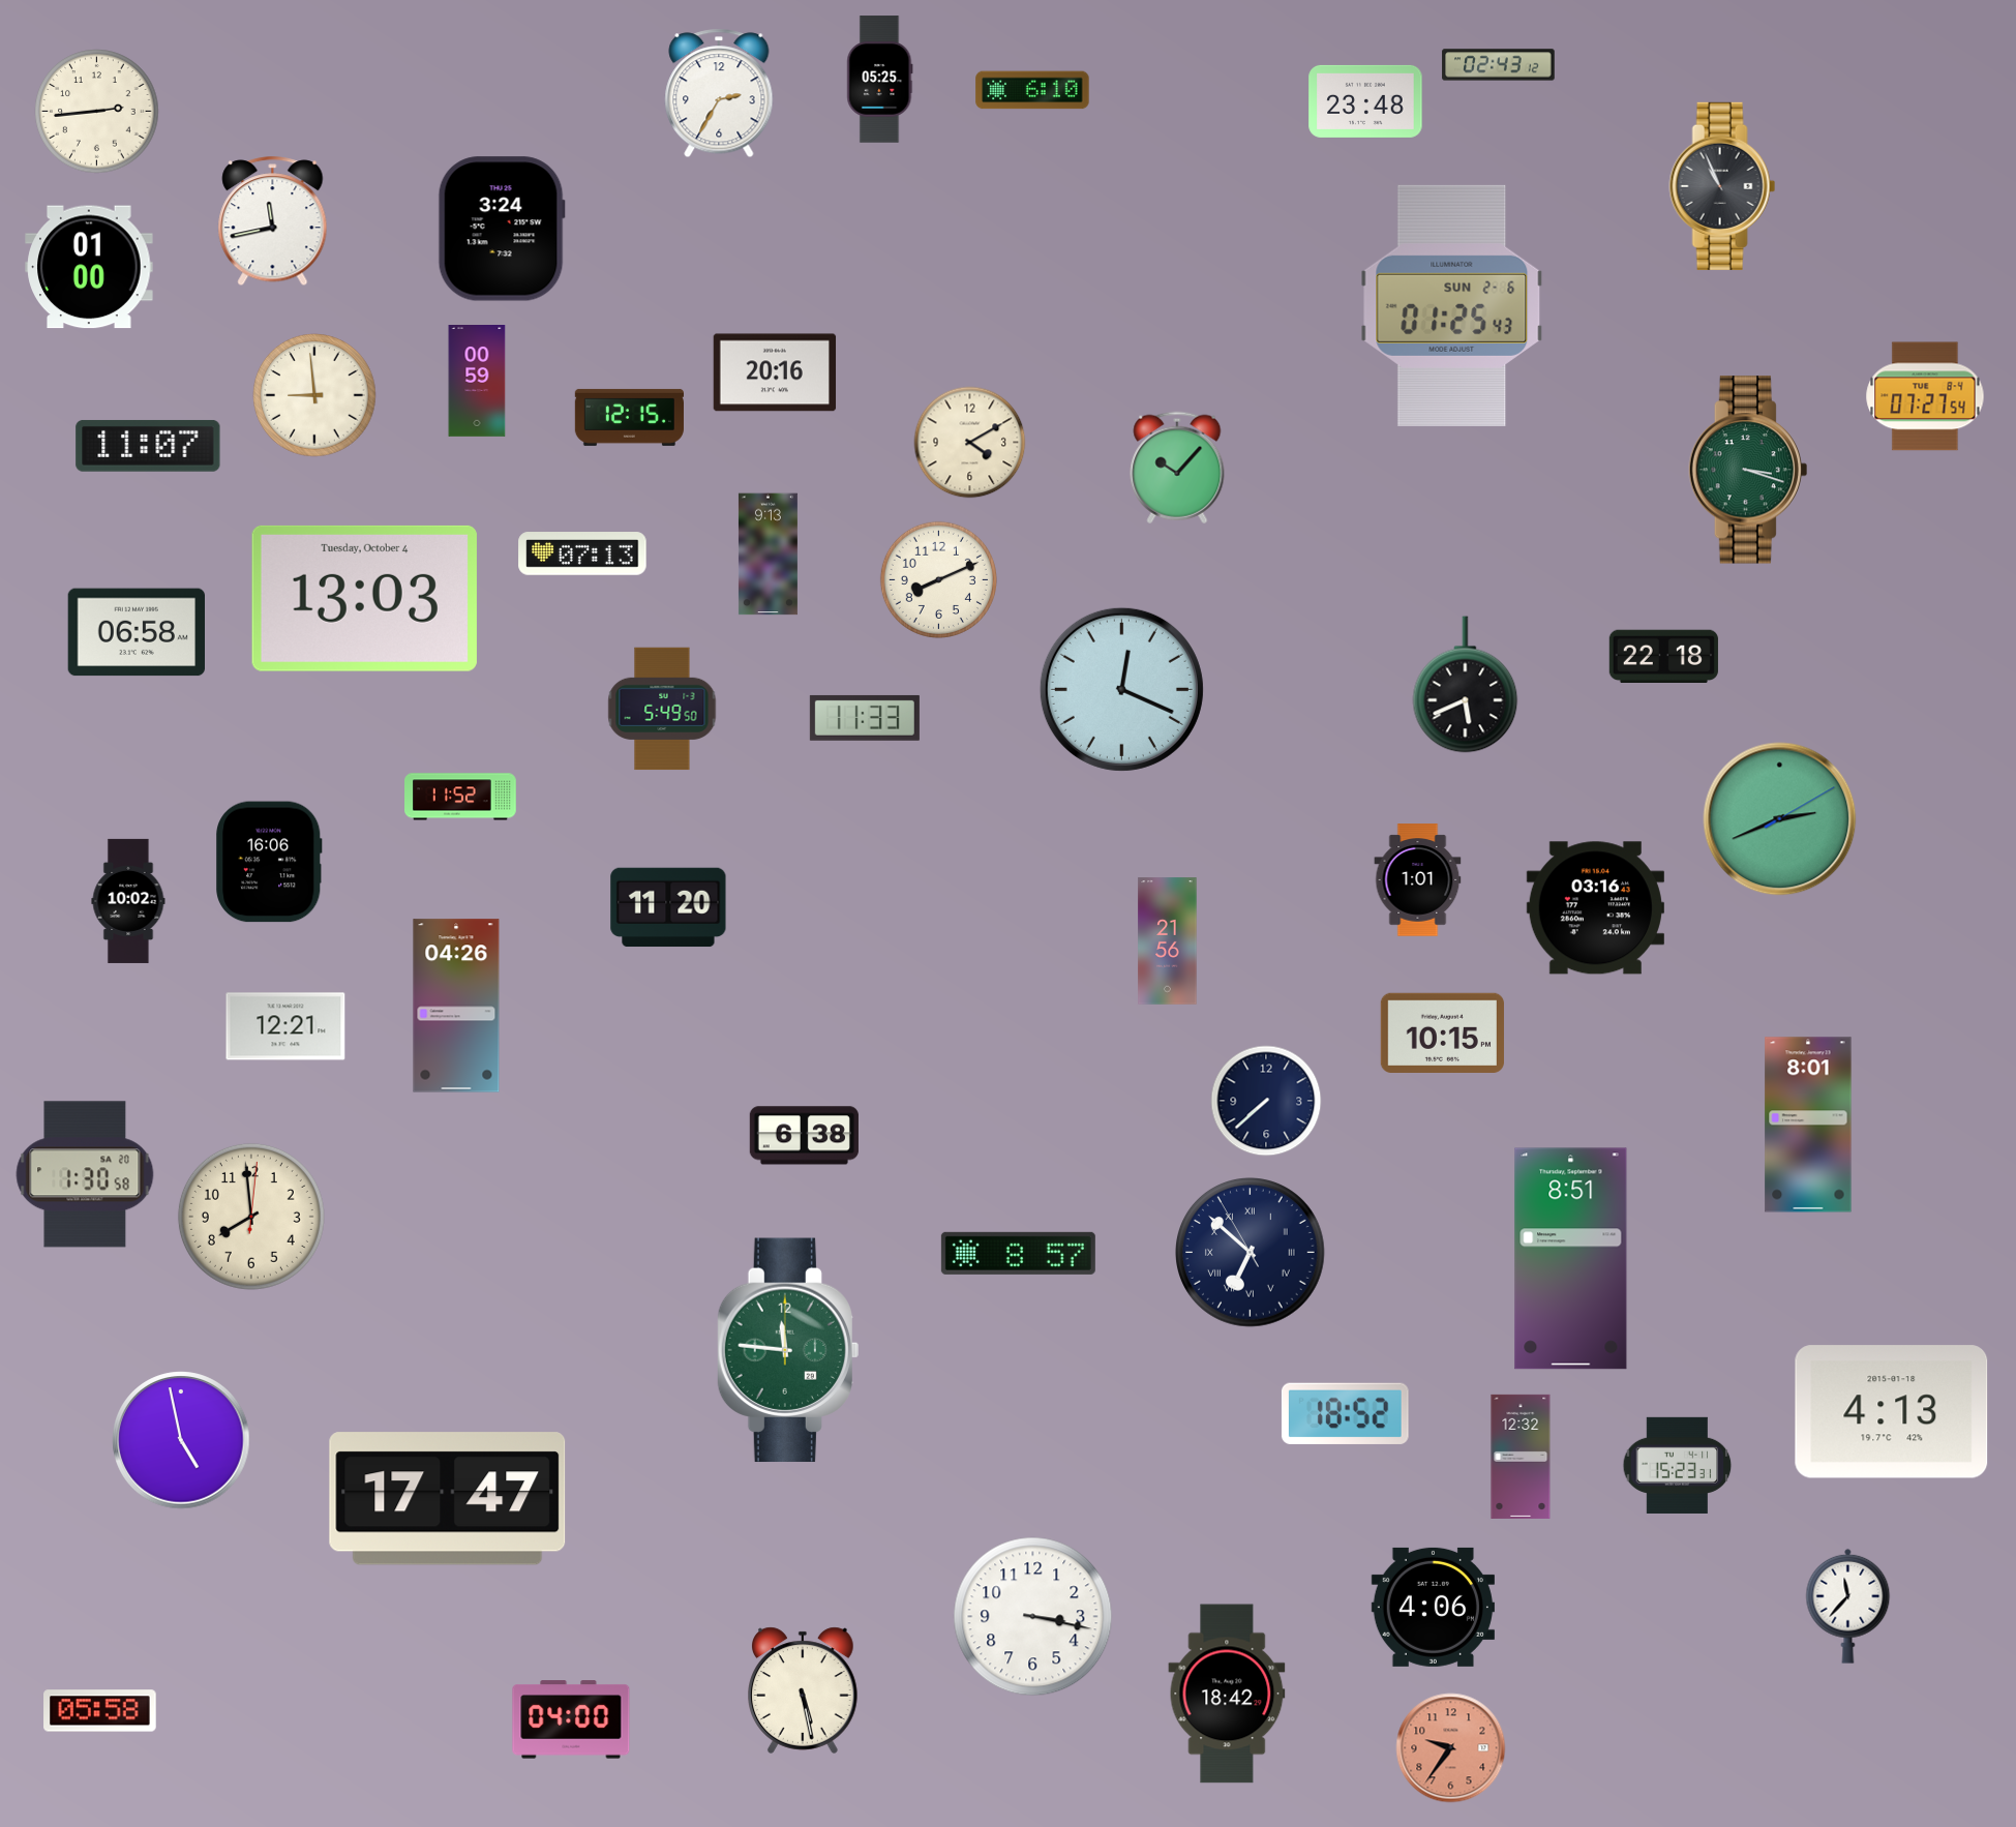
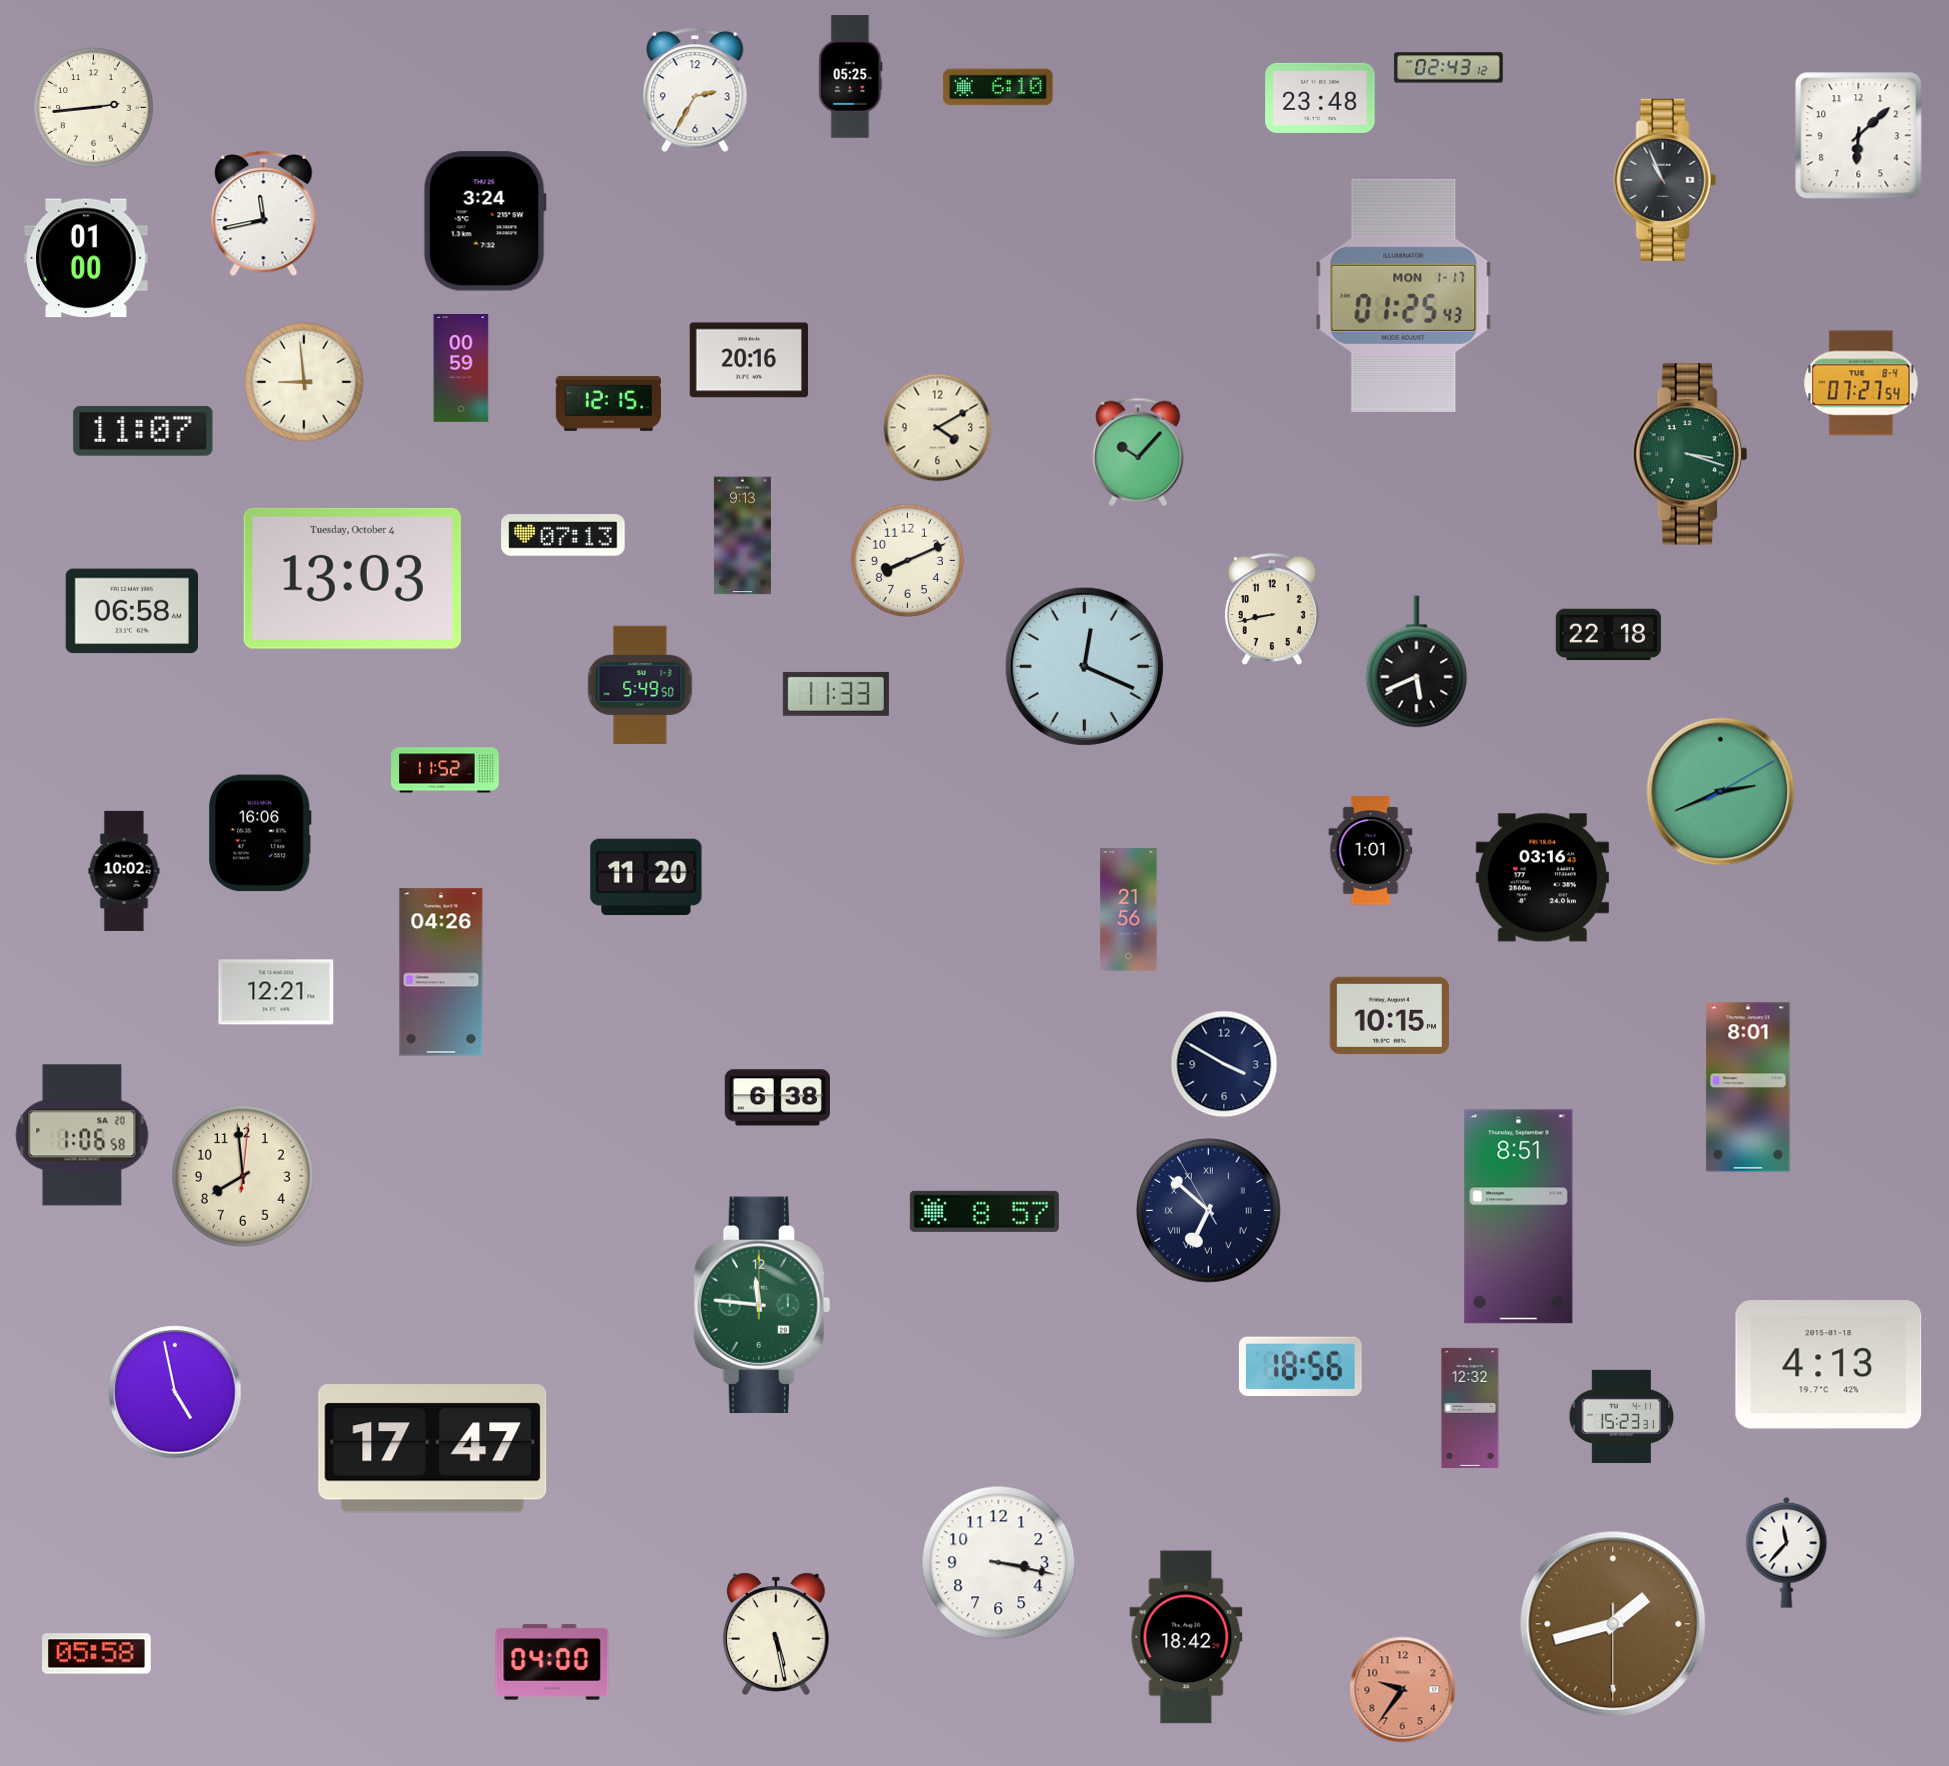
clock at (1499, 65) position: (1499, 65) -> (1449, 68)
clock at (1859, 136): none -> 6:08
clock at (1452, 305) date: SUN 2-6 -> MON 1-17
clock at (1272, 609): none -> 8:43
clock at (1442, 1032) position: (1442, 1032) -> (1389, 1015)
clock at (1266, 1101): 7:38 -> 3:50
clock at (85, 1174): 1:30 -> 1:06
clock at (1345, 1413): 18:52 -> 18:56
clock at (1433, 1607): 4:06 -> none
clock at (1613, 1624): none -> 1:42
